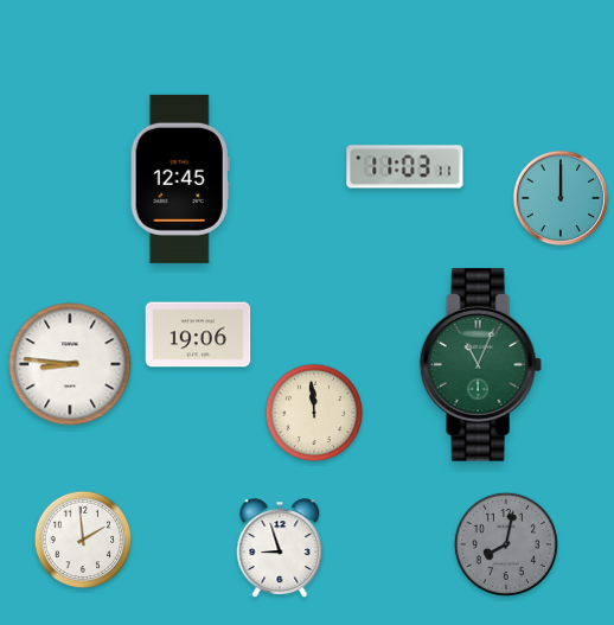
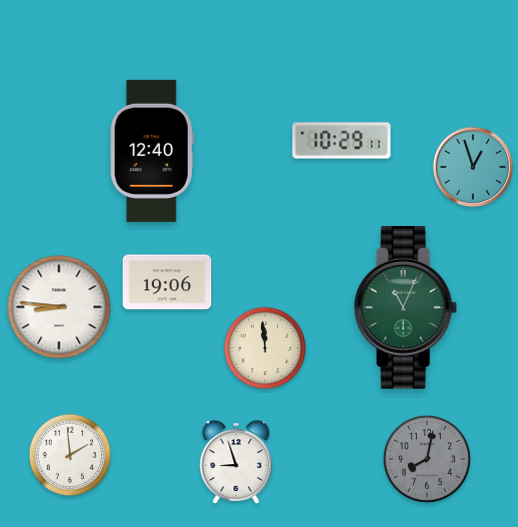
clock at (405, 167): 11:03 -> 10:29
clock at (180, 179): 12:45 -> 12:40
clock at (561, 198): 12:00 -> 12:57
